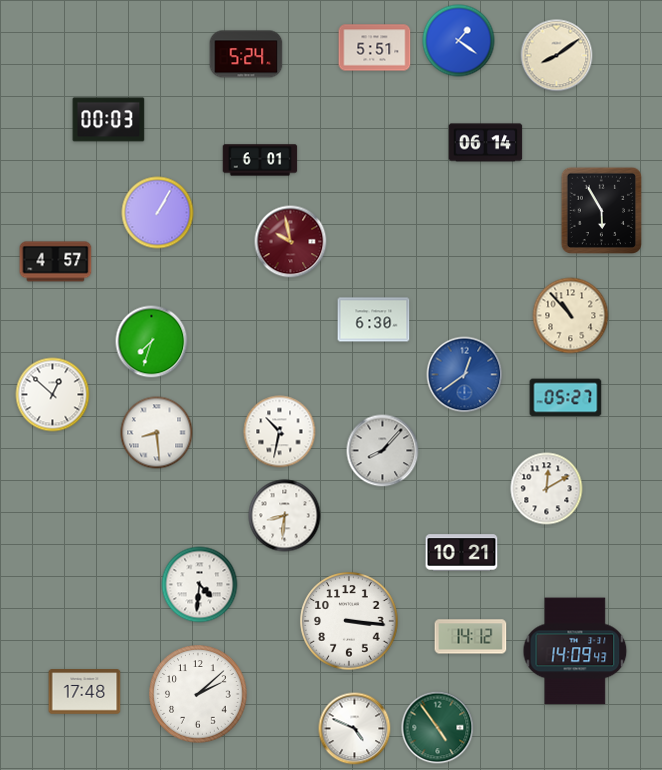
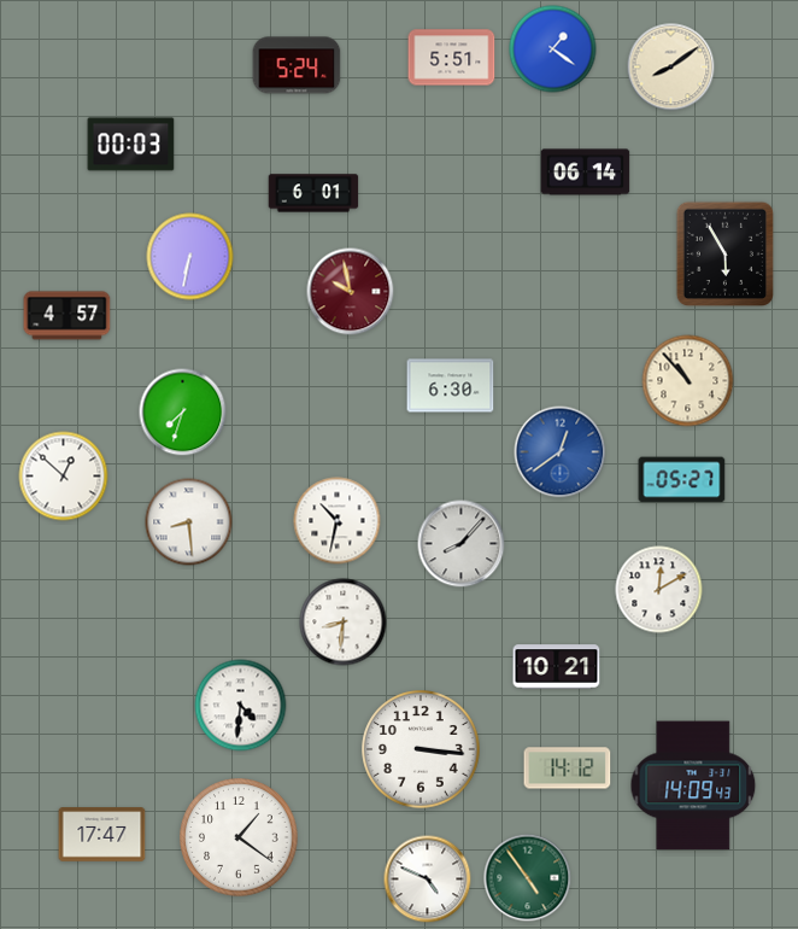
clock at (158, 213): 1:05 -> 6:32
clock at (85, 692): 17:48 -> 17:47
clock at (198, 694): 2:08 -> 1:21
